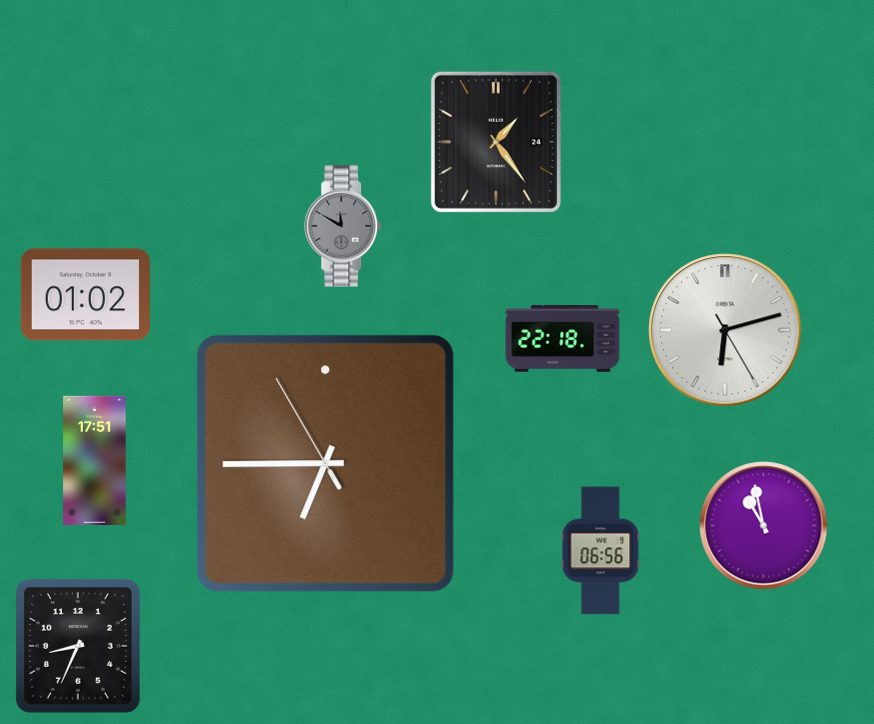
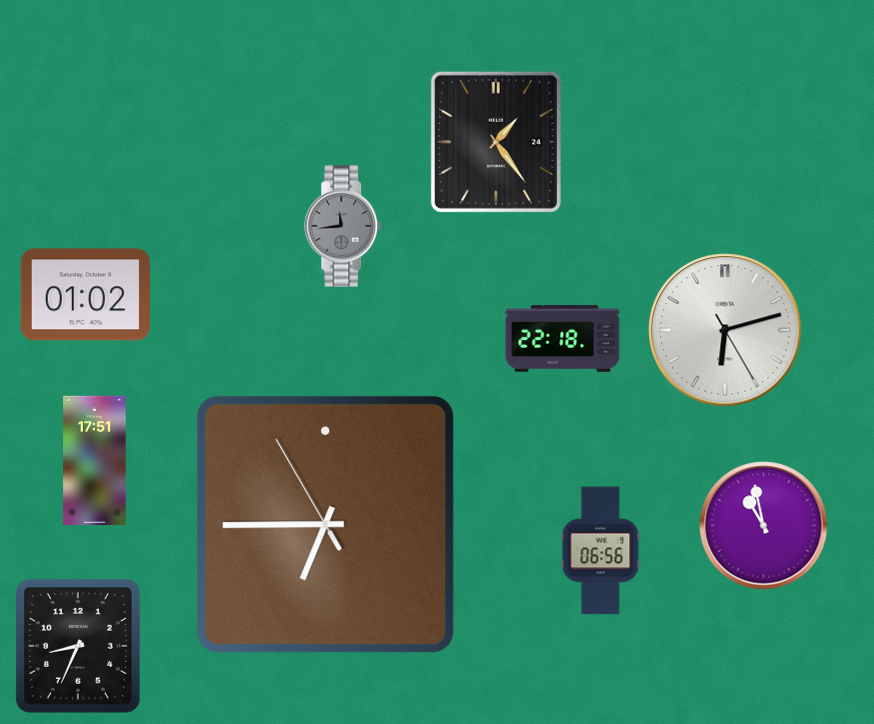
clock at (344, 226): 11:50 -> 11:44
clock at (326, 464) position: (326, 464) -> (326, 525)
